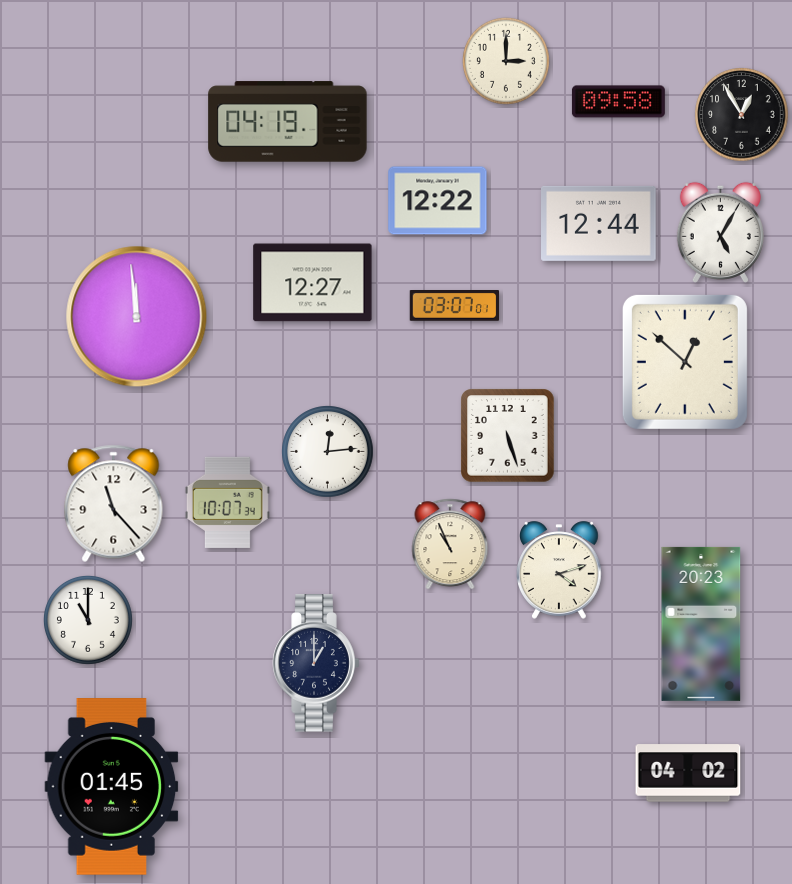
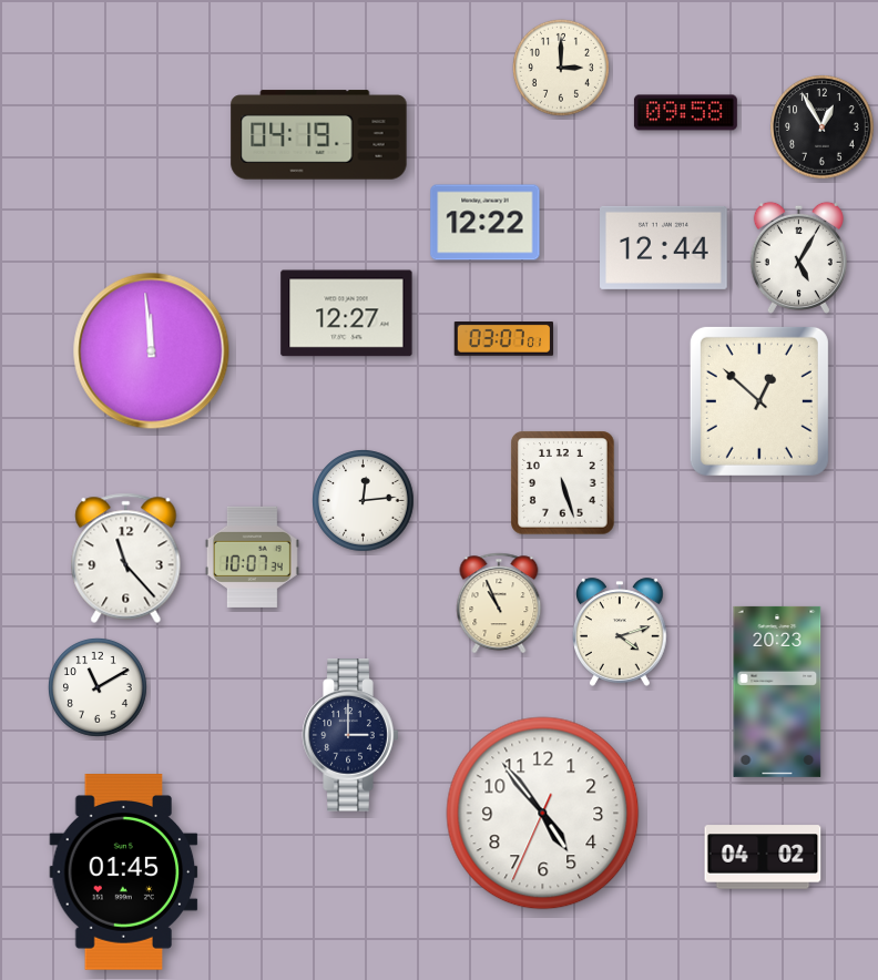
clock at (89, 621): 11:00 -> 11:10
clock at (316, 663): 1:00 -> 3:00
clock at (543, 814): none -> 4:53
